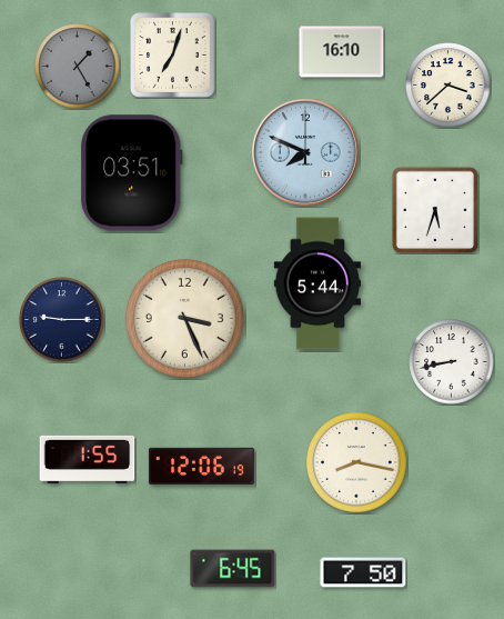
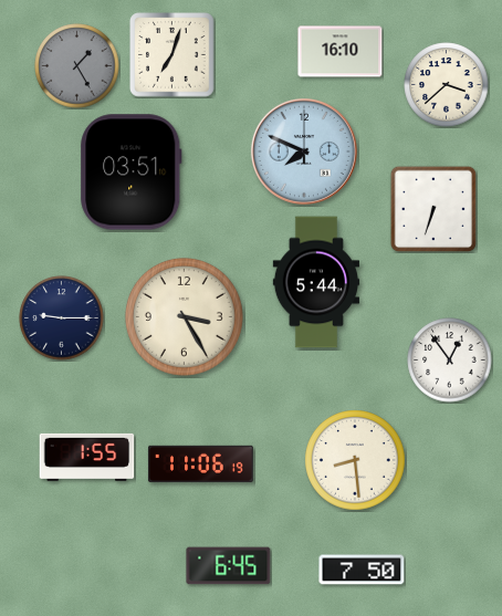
clock at (435, 210): 5:33 -> 6:33
clock at (184, 318): 3:26 -> 3:25
clock at (452, 362): 8:43 -> 12:54
clock at (356, 462): 8:17 -> 8:29
clock at (201, 466): 12:06 -> 11:06
clock at (233, 569) position: (233, 569) -> (229, 566)
